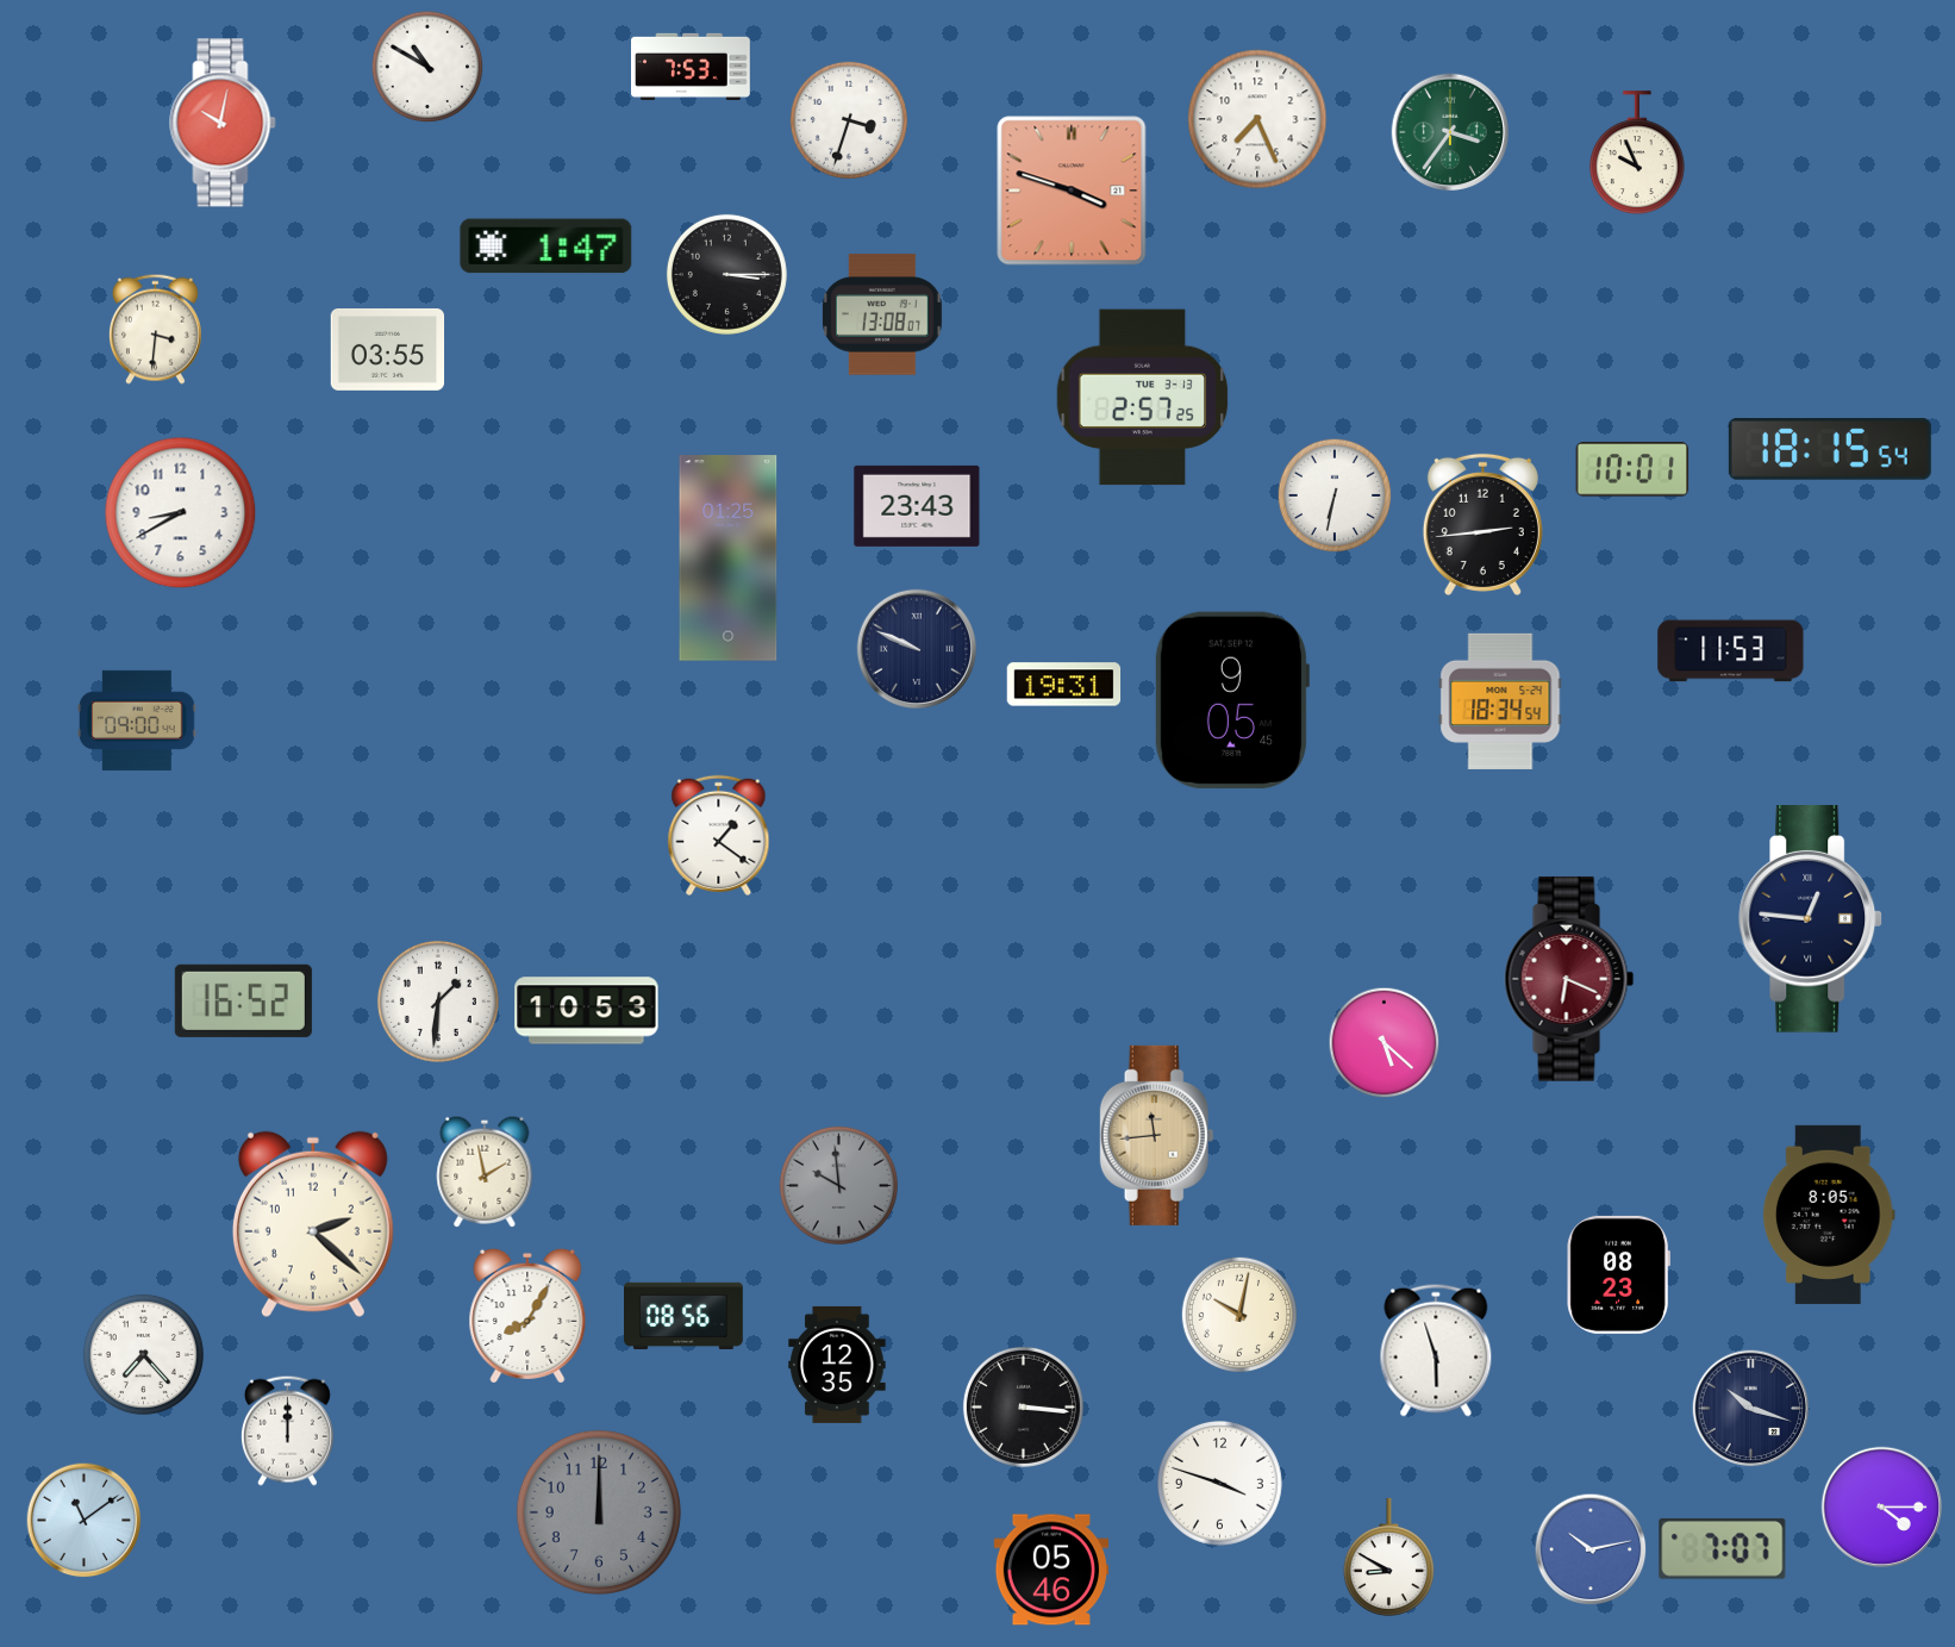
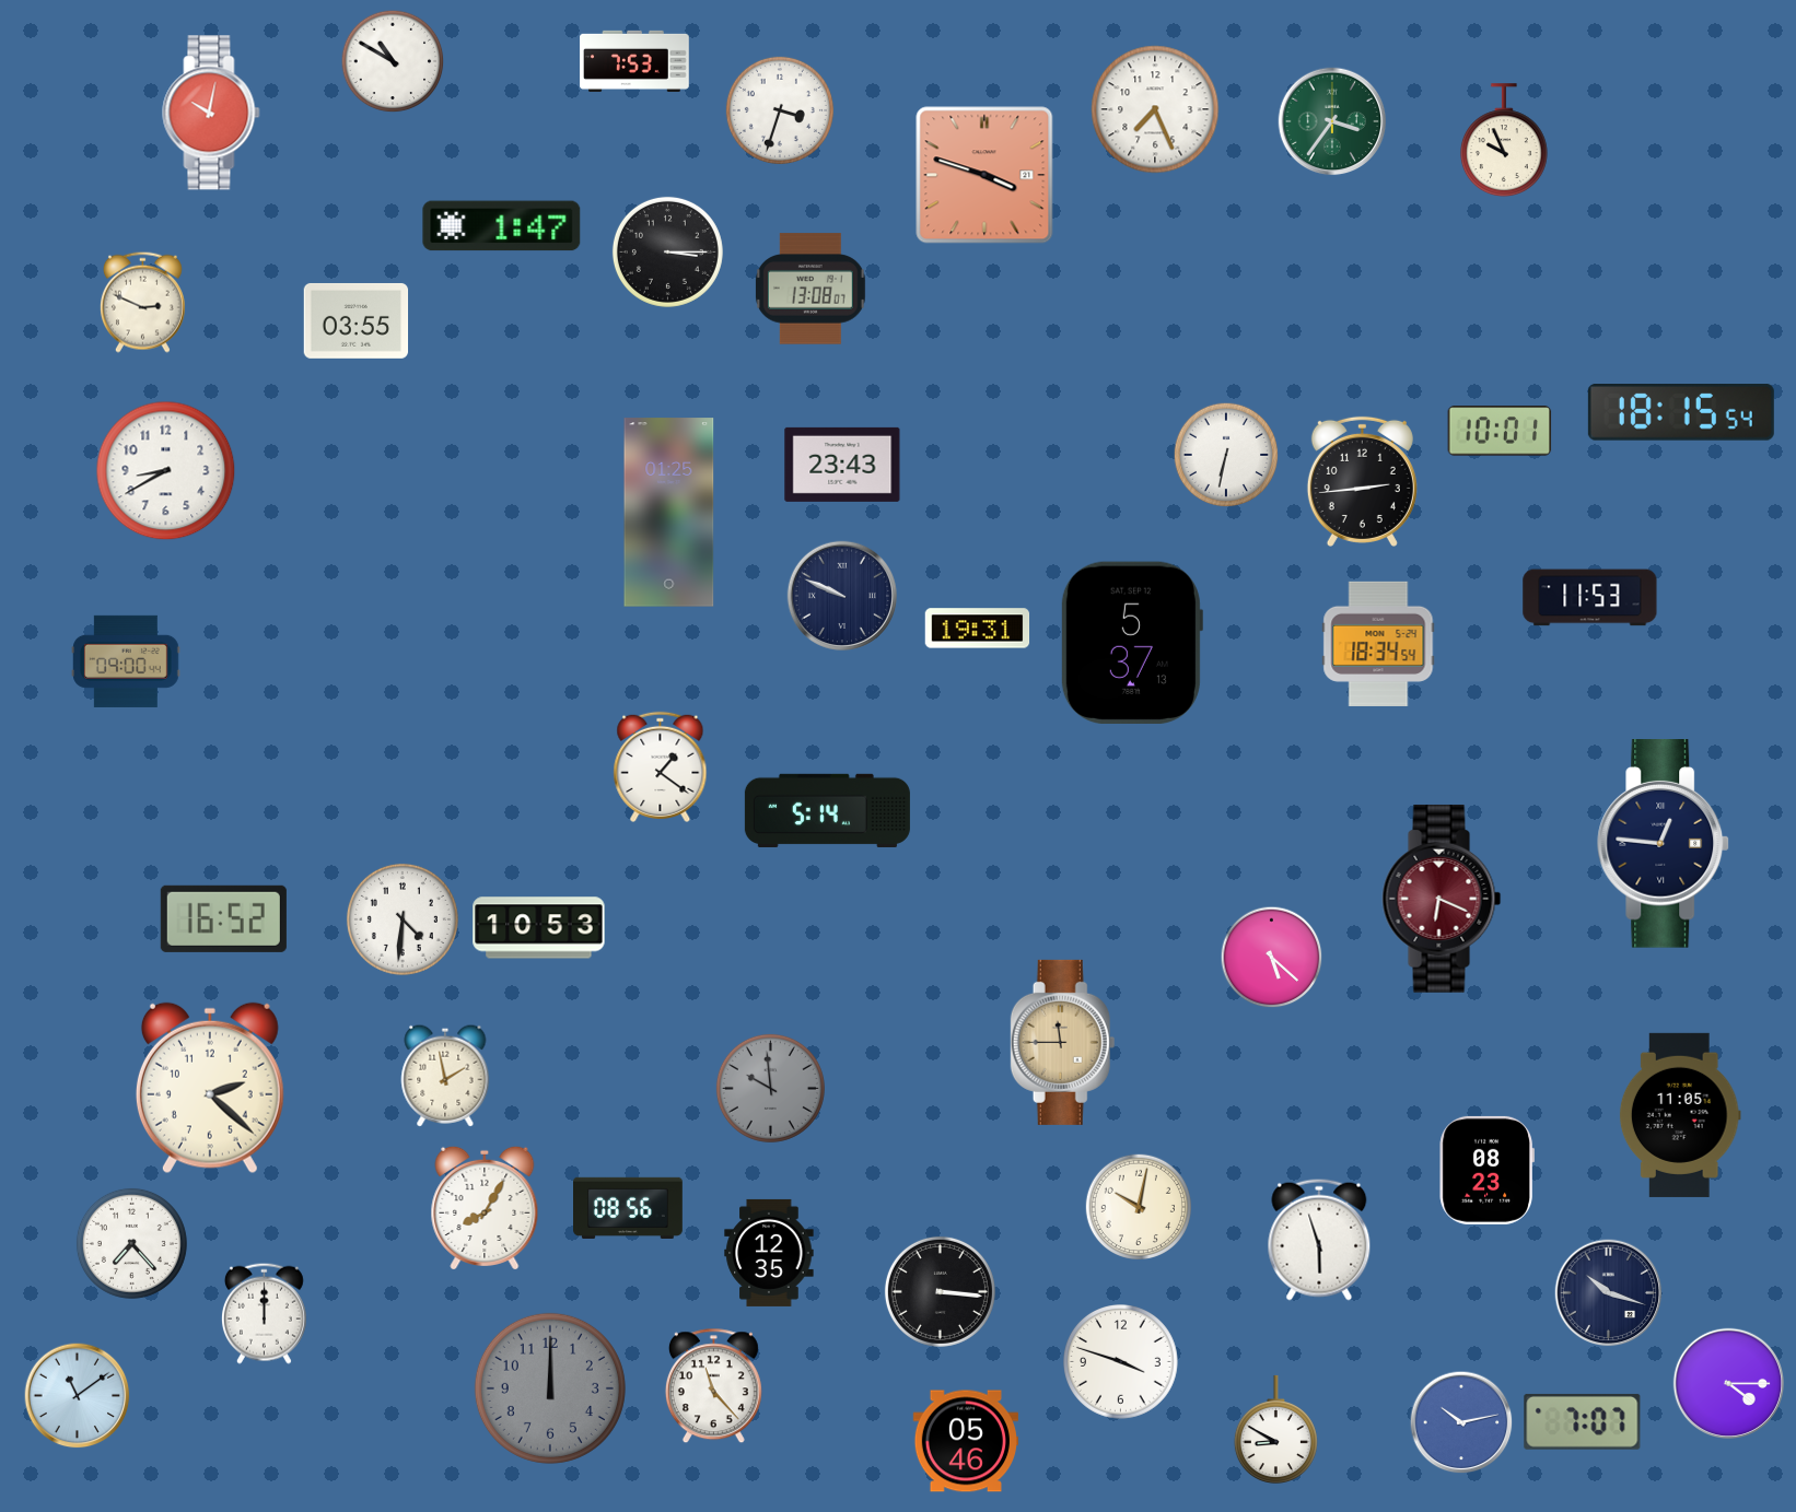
clock at (223, 123) position: (223, 123) -> (211, 113)
clock at (155, 329): 3:31 -> 2:49
clock at (1143, 398): 2:57 -> none
clock at (1231, 700): 9:05 -> 5:37
clock at (827, 810): none -> 5:14
clock at (438, 1002): 1:31 -> 4:31
clock at (1157, 1135): 11:44 -> 11:45
clock at (1829, 1215): 8:05 -> 11:05
clock at (313, 1224) position: (313, 1224) -> (210, 1088)
clock at (713, 1386): none -> 11:23
